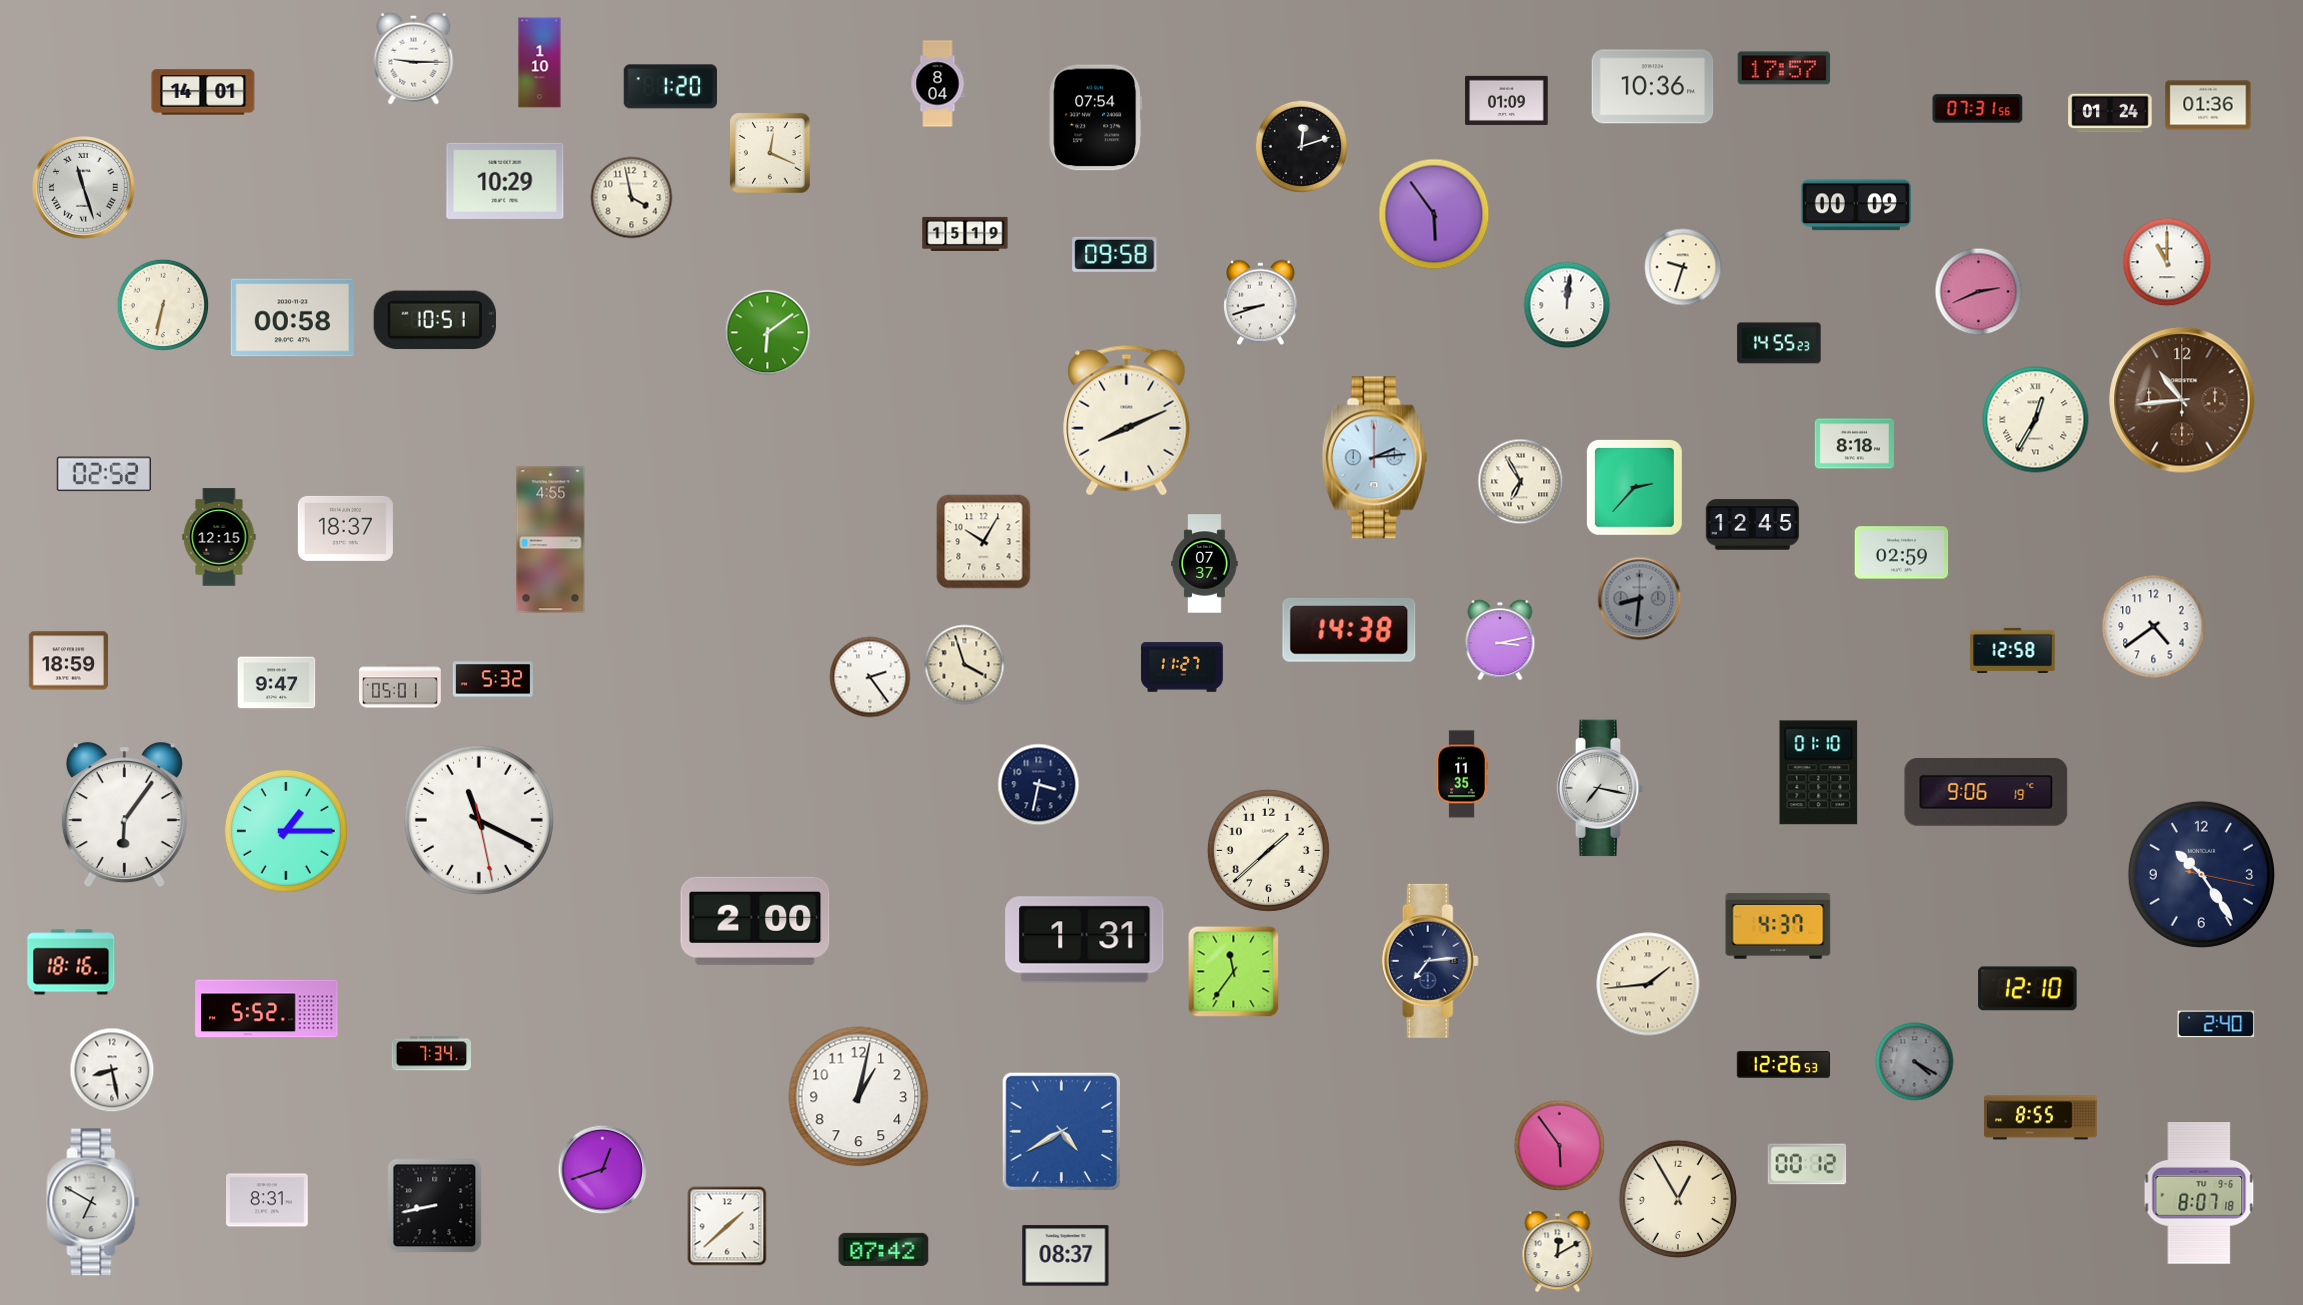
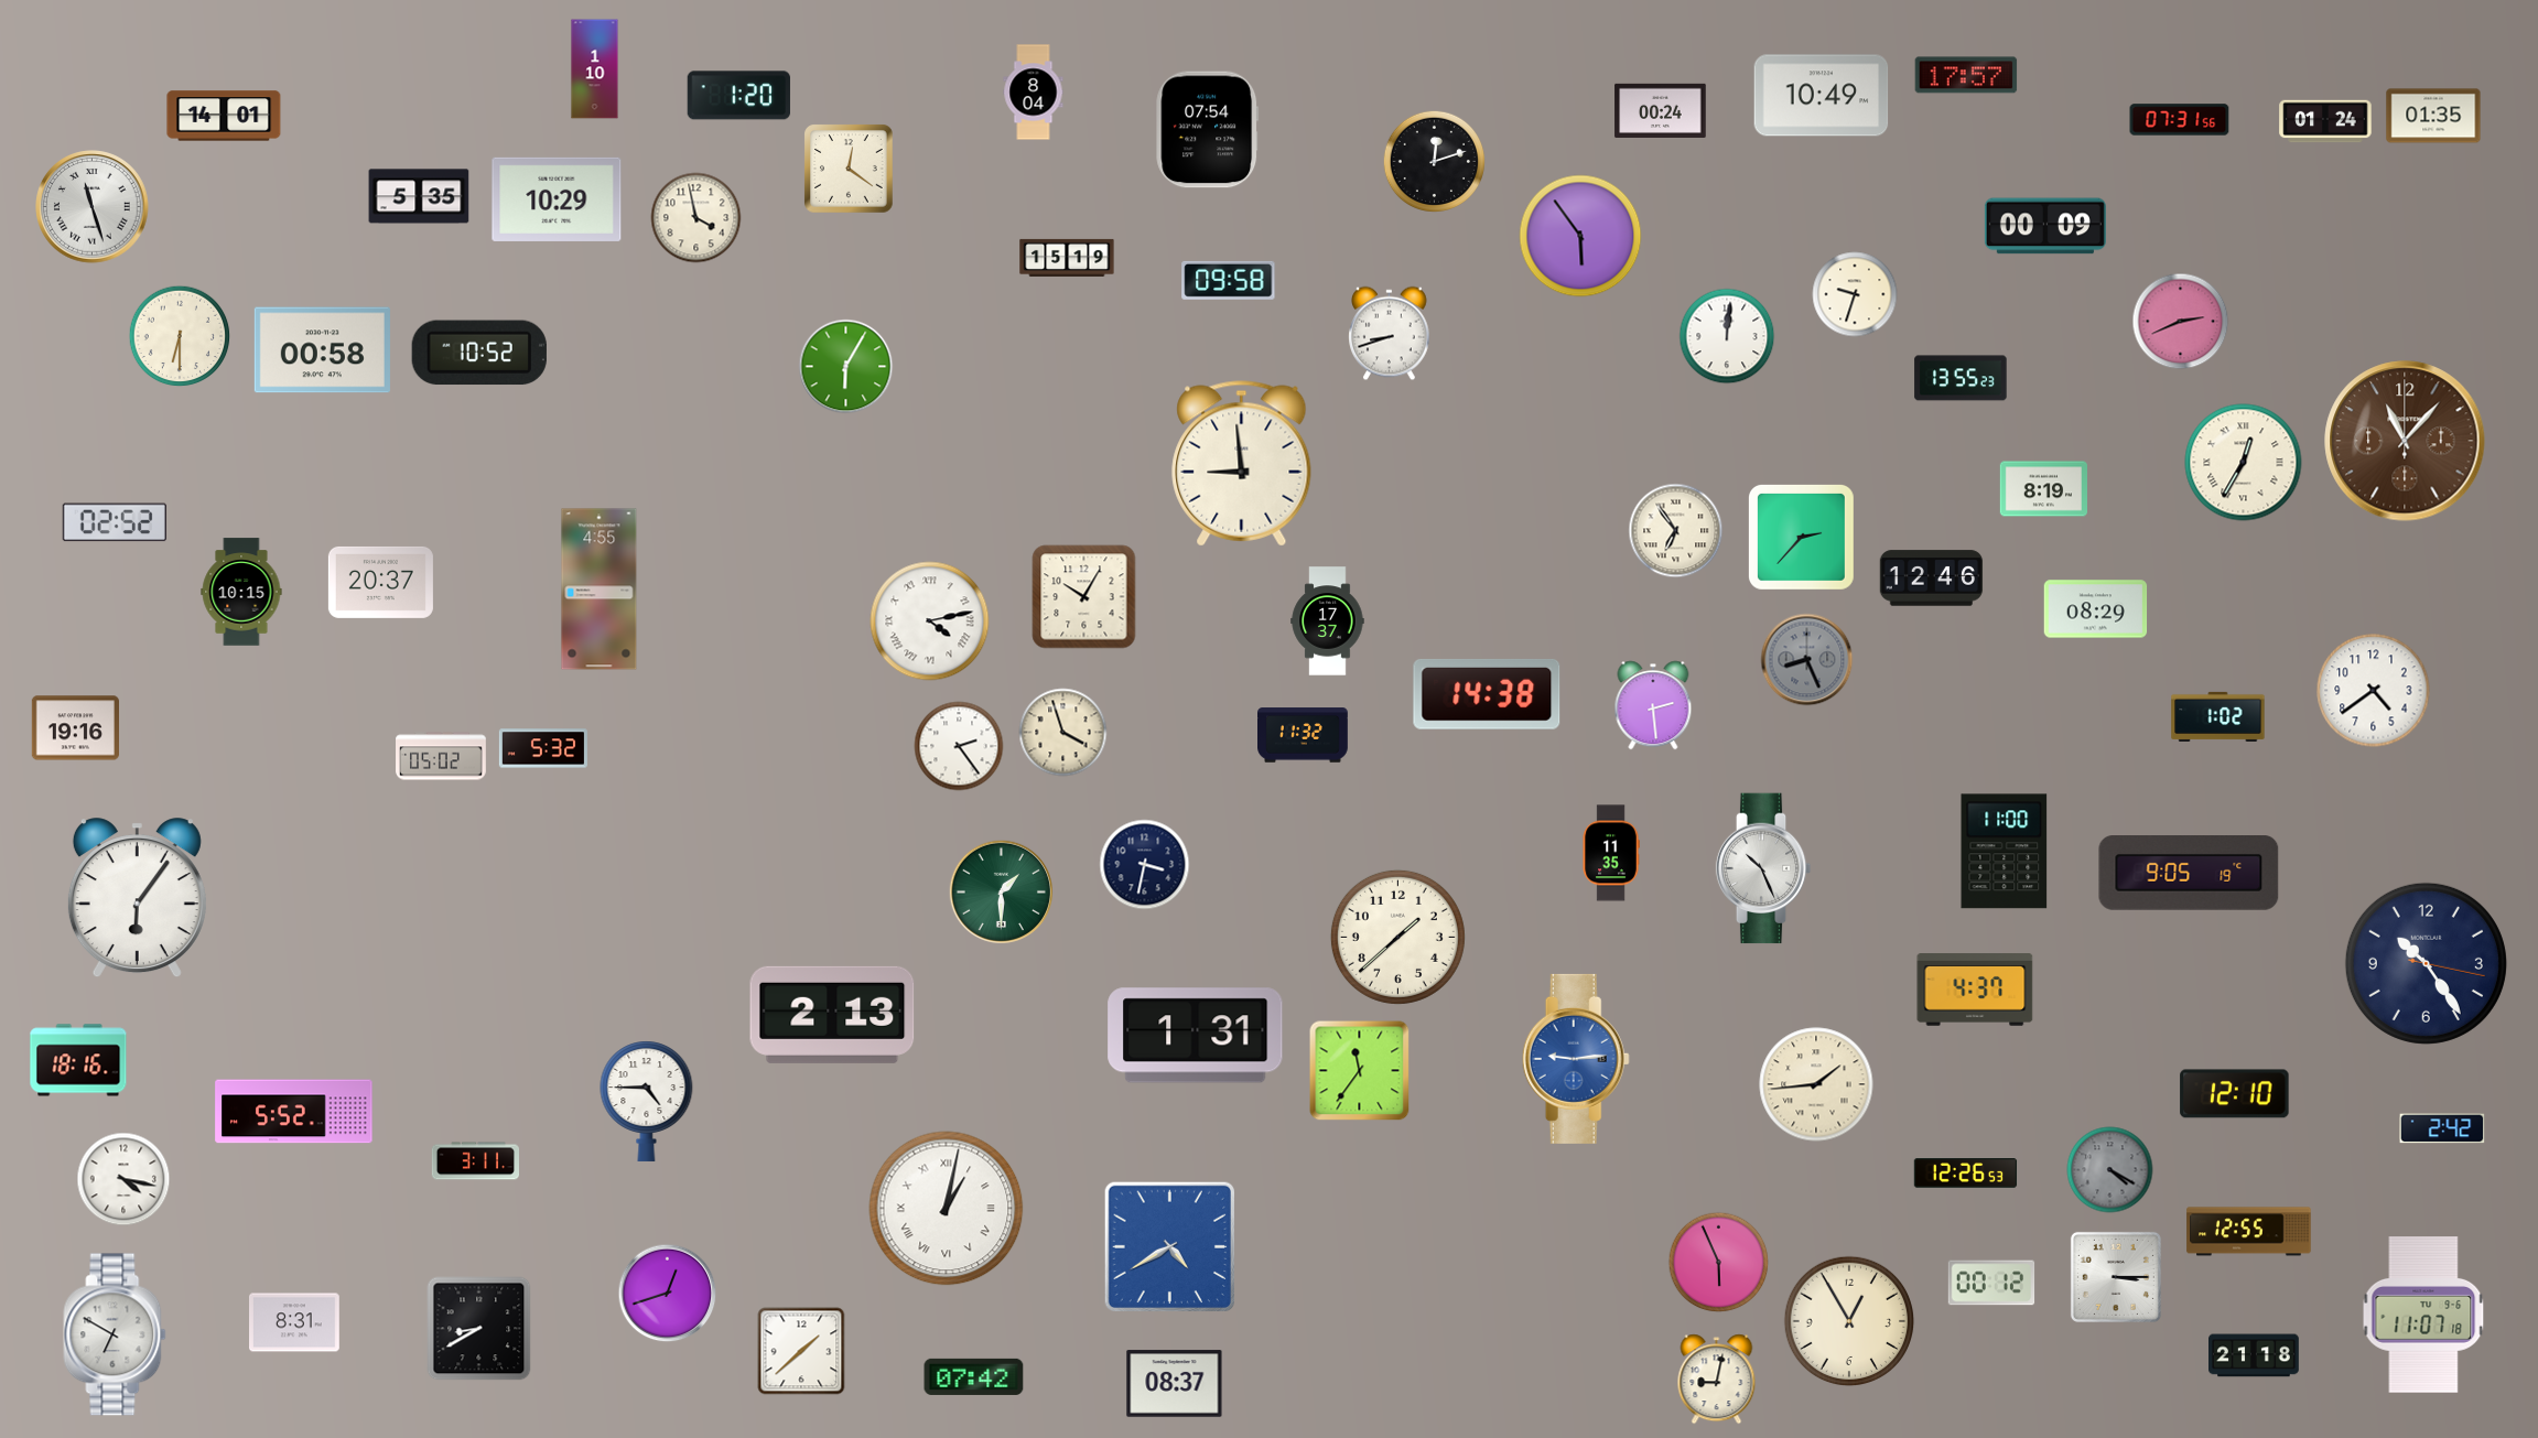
clock at (414, 58): 9:15 -> none
clock at (1653, 87): 10:36 -> 10:49
clock at (203, 92) position: (203, 92) -> (224, 116)
clock at (1507, 100): 01:09 -> 00:24
clock at (2208, 105): 01:36 -> 01:35
clock at (2110, 113) position: (2110, 113) -> (2325, 121)
clock at (770, 153): 12:19 -> 12:21
clock at (419, 196): none -> 5:35
clock at (965, 234) position: (965, 234) -> (1067, 258)
clock at (2167, 262): 11:00 -> none
clock at (163, 305): 6:32 -> 6:30
clock at (435, 320): 10:51 -> 10:52
clock at (768, 333): 6:09 -> 6:05
clock at (1779, 343): 14:55 -> 13:55
clock at (2182, 400): 10:44 -> 11:07
clock at (1127, 421): 8:11 -> 8:59
clock at (1854, 444): 8:18 -> 8:19
clock at (1375, 458): 2:14 -> none
clock at (1521, 482): 6:55 -> 6:54
clock at (1753, 525): 12:45 -> 12:46
clock at (345, 528): 18:37 -> 20:37
clock at (219, 537): 12:15 -> 10:15
clock at (551, 540) position: (551, 540) -> (600, 590)
clock at (1902, 553): 02:59 -> 08:29
clock at (930, 621): none -> 4:13
clock at (1205, 564): 07:37 -> 17:37
clock at (1640, 599): 8:31 -> 8:26
clock at (1500, 640): 3:13 -> 2:29
clock at (2013, 650): 12:58 -> 1:02
clock at (68, 661): 18:59 -> 19:16
clock at (1183, 667): 11:27 -> 11:32
clock at (277, 683): 9:47 -> none
clock at (400, 686): 05:01 -> 05:02
clock at (1819, 773): 01:10 -> 11:00
clock at (1600, 788): 7:17 -> 10:26
clock at (1986, 792): 9:06 -> 9:05
clock at (1001, 891): none -> 1:30
clock at (479, 820): 11:19 -> none
clock at (286, 831): 1:15 -> none
clock at (755, 921): 2:00 -> 2:13
clock at (1778, 926) position: (1778, 926) -> (1975, 990)
clock at (1430, 961): 7:14 -> 9:14
clock at (1430, 961) dial: navy -> blue
clock at (2028, 989) position: (2028, 989) -> (2235, 1094)
clock at (647, 1101): none -> 4:45
clock at (2216, 1024): 2:40 -> 2:42
clock at (431, 1054): 7:34 -> 3:11
clock at (112, 1070): 8:28 -> 4:17
clock at (859, 1097) numerals: Arabic -> Roman
clock at (2041, 1118): 8:55 -> 12:55
clock at (1560, 1146): 5:54 -> 5:56
clock at (2116, 1277): none -> 3:15
clock at (603, 1170) position: (603, 1170) -> (668, 1294)
clock at (2199, 1193): 8:07 -> 11:07
clock at (93, 1202) position: (93, 1202) -> (115, 1334)
clock at (435, 1206): 8:43 -> 8:40
clock at (2255, 1355): none -> 21:18
clock at (1558, 1252): 12:10 -> 9:02
